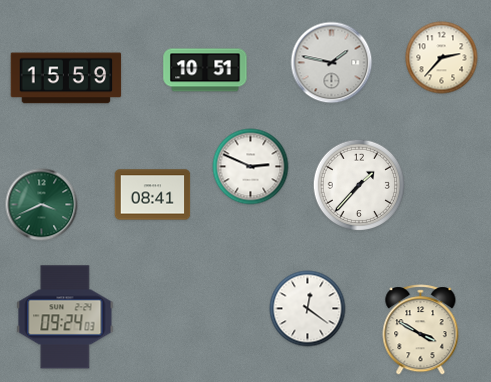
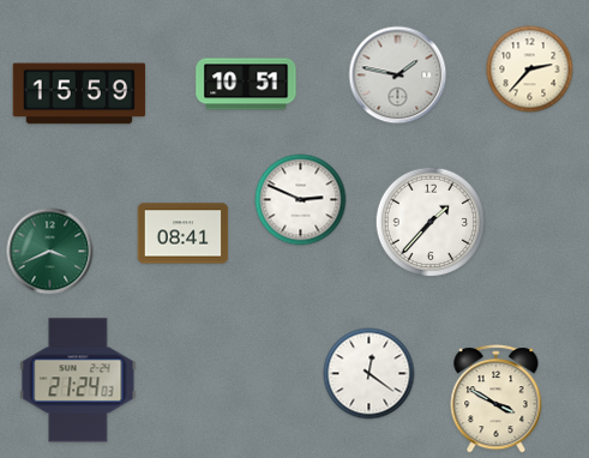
clock at (42, 205) position: (42, 205) -> (50, 252)
clock at (308, 309) position: (308, 309) -> (369, 374)
clock at (65, 317): 09:24 -> 21:24
clock at (421, 330) position: (421, 330) -> (497, 399)
